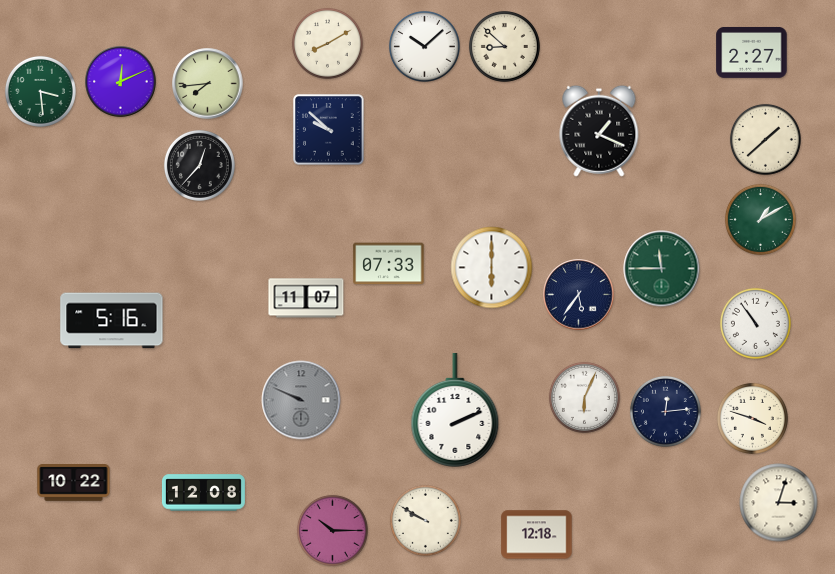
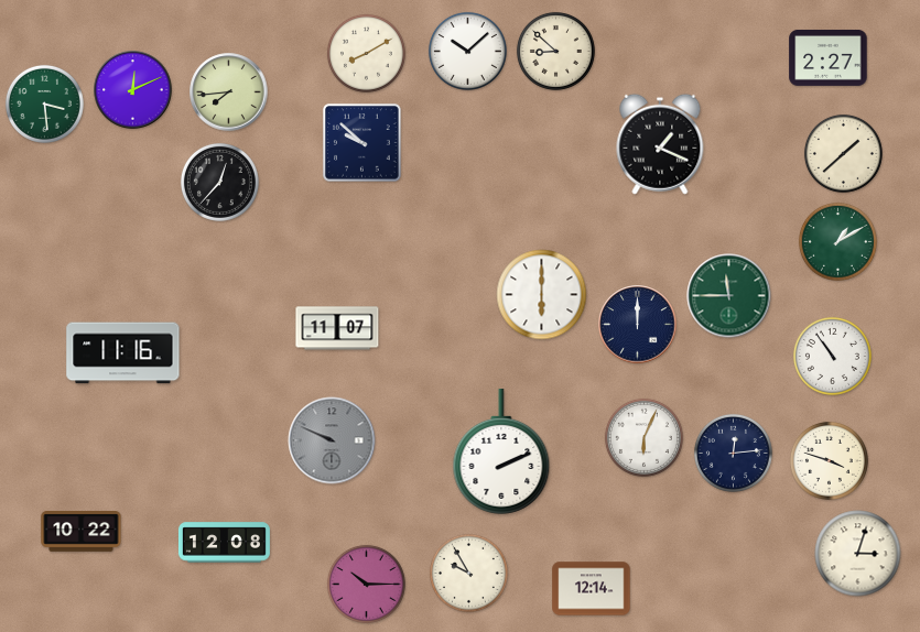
clock at (327, 43) position: (327, 43) -> (366, 53)
clock at (40, 91) position: (40, 91) -> (44, 103)
clock at (389, 264): 07:33 -> none
clock at (579, 295): 5:36 -> 12:00
clock at (112, 321): 5:16 -> 11:16
clock at (425, 520): 9:50 -> 9:55
clock at (537, 535): 12:18 -> 12:14
